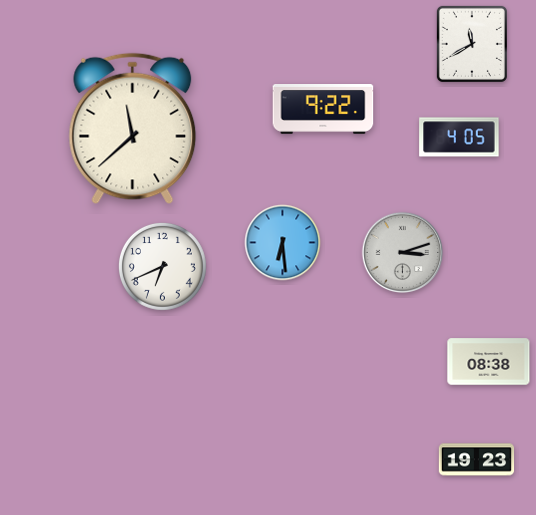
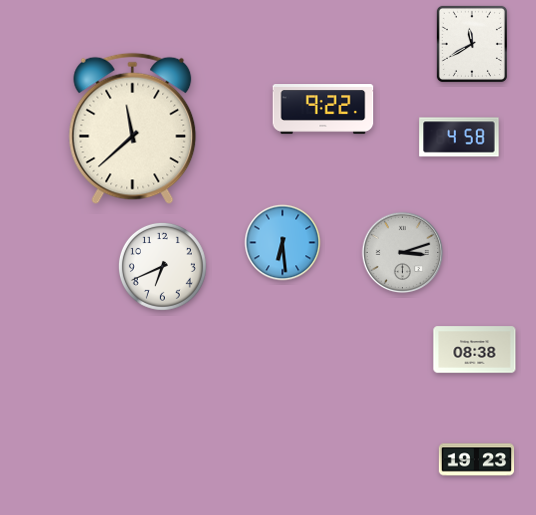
clock at (459, 137): 4:05 -> 4:58
clock at (489, 362) position: (489, 362) -> (475, 350)
